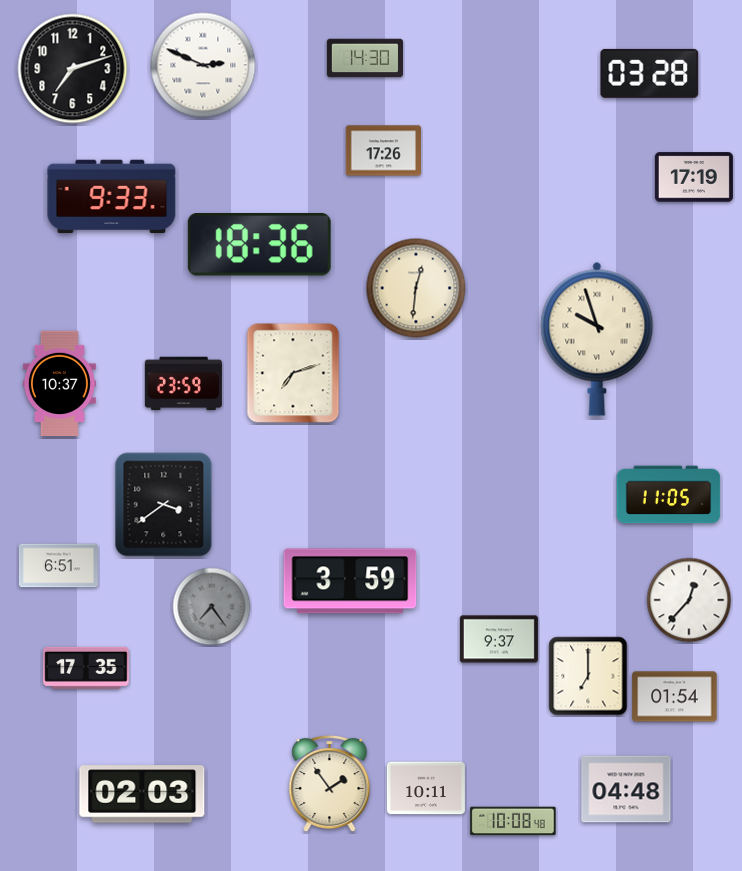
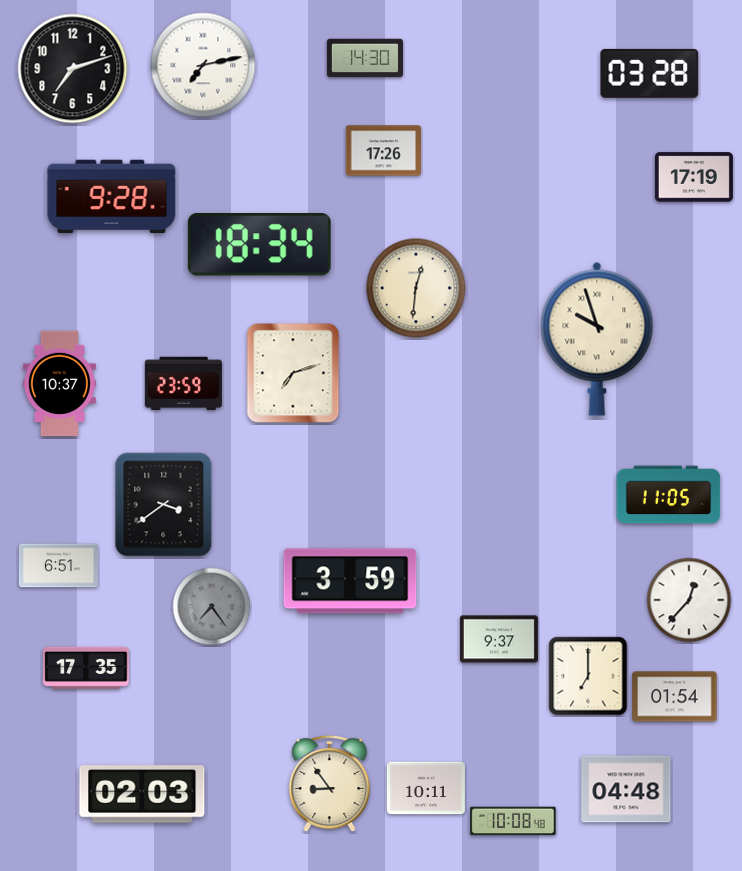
clock at (203, 65): 2:49 -> 7:13
clock at (112, 197): 9:33 -> 9:28
clock at (259, 244): 18:36 -> 18:34
clock at (330, 784): 1:54 -> 8:54
